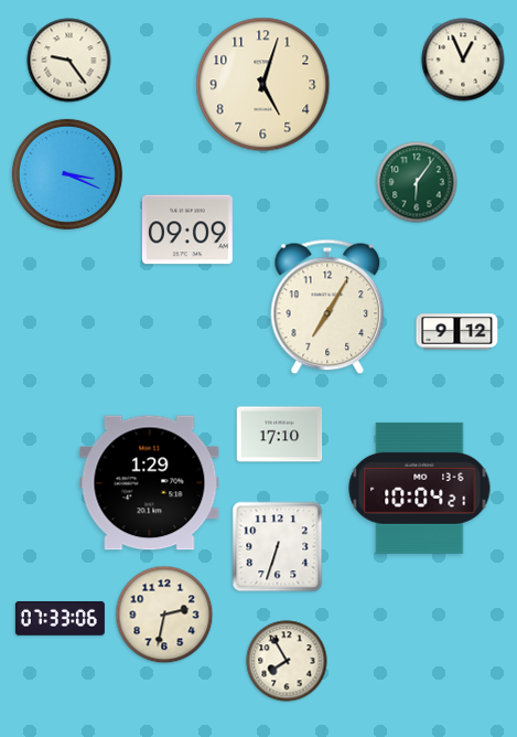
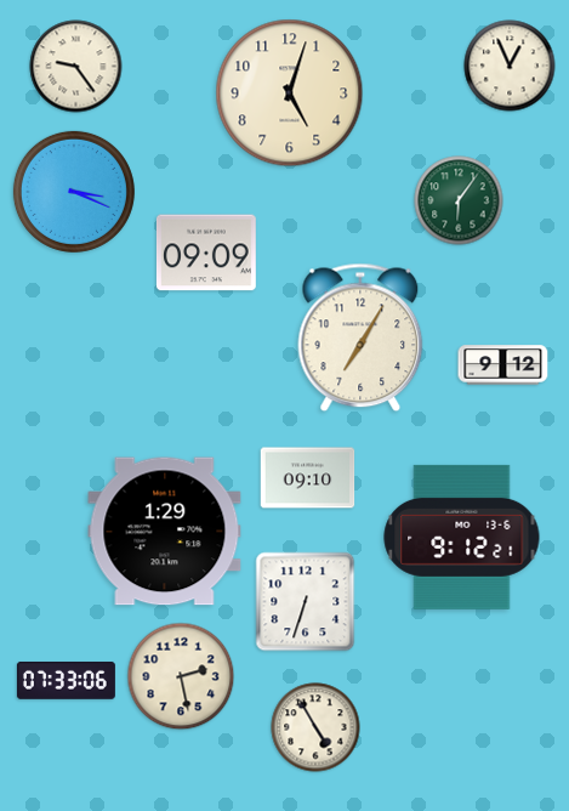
clock at (280, 435): 17:10 -> 09:10
clock at (420, 488): 10:04 -> 9:12
clock at (164, 615): 2:32 -> 2:28
clock at (287, 661): 7:55 -> 4:55
